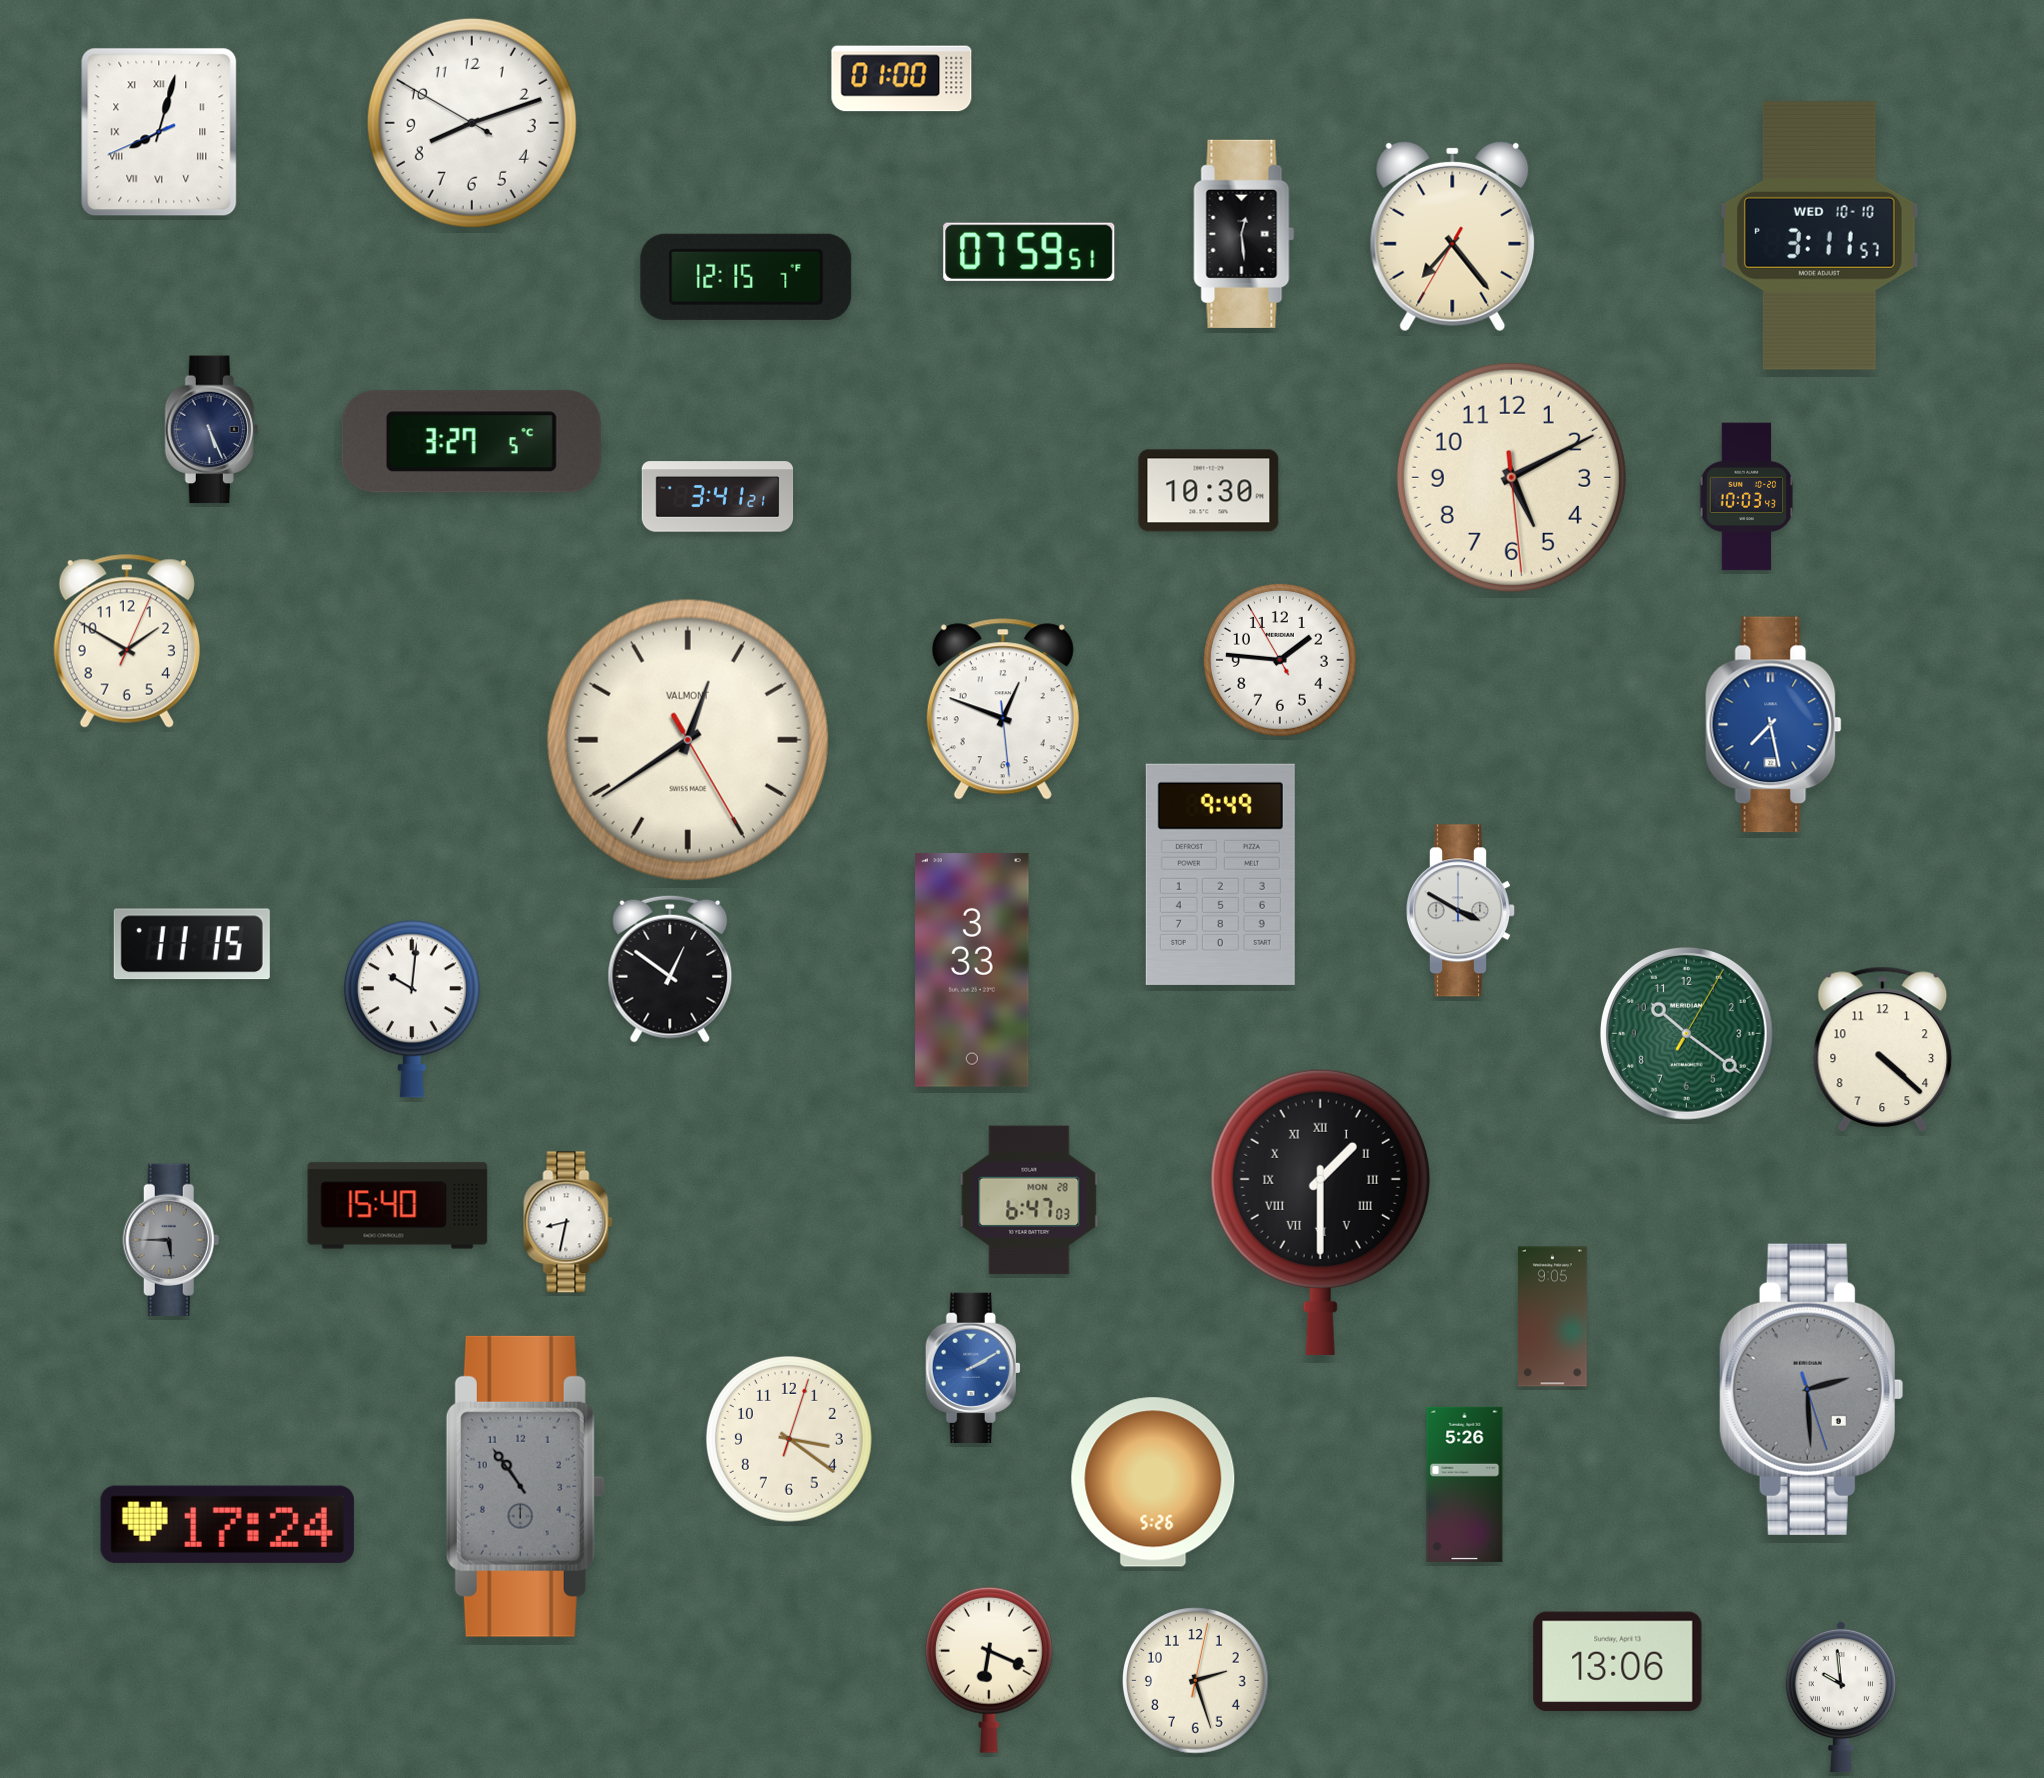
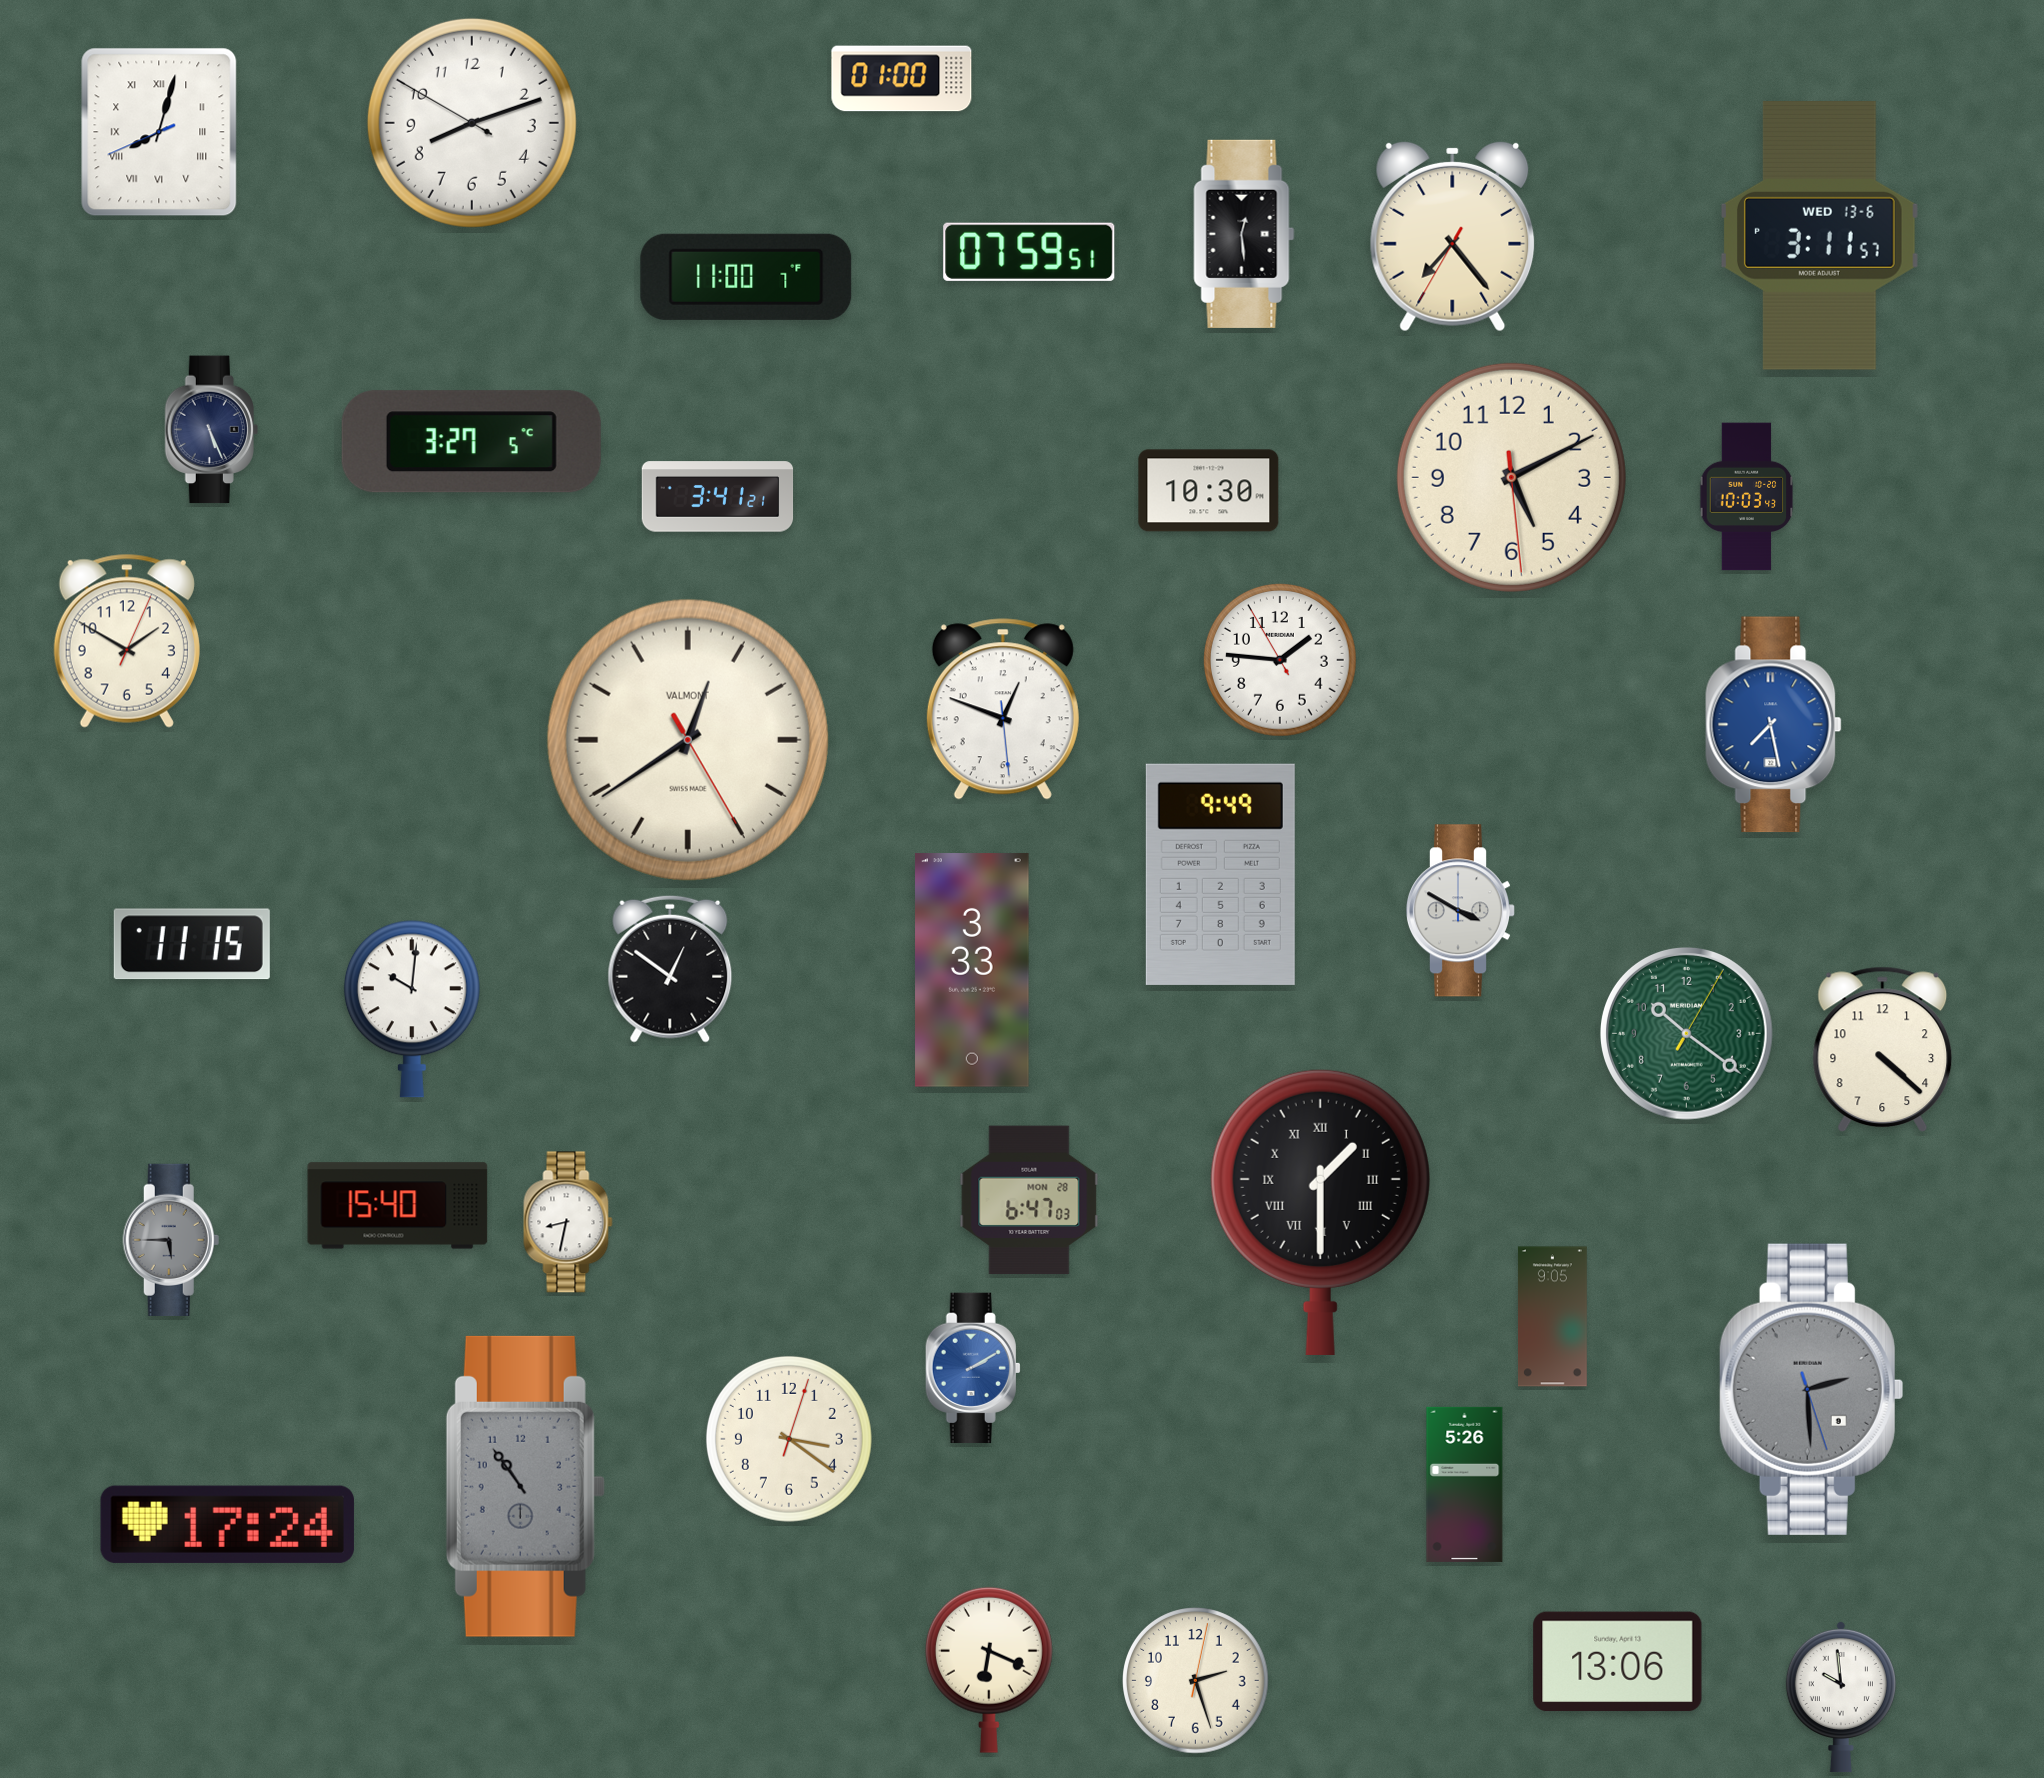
clock at (1819, 235) date: WED 10-10 -> WED 13-6
clock at (746, 277): 12:15 -> 11:00
clock at (1153, 1482): 5:26 -> none
